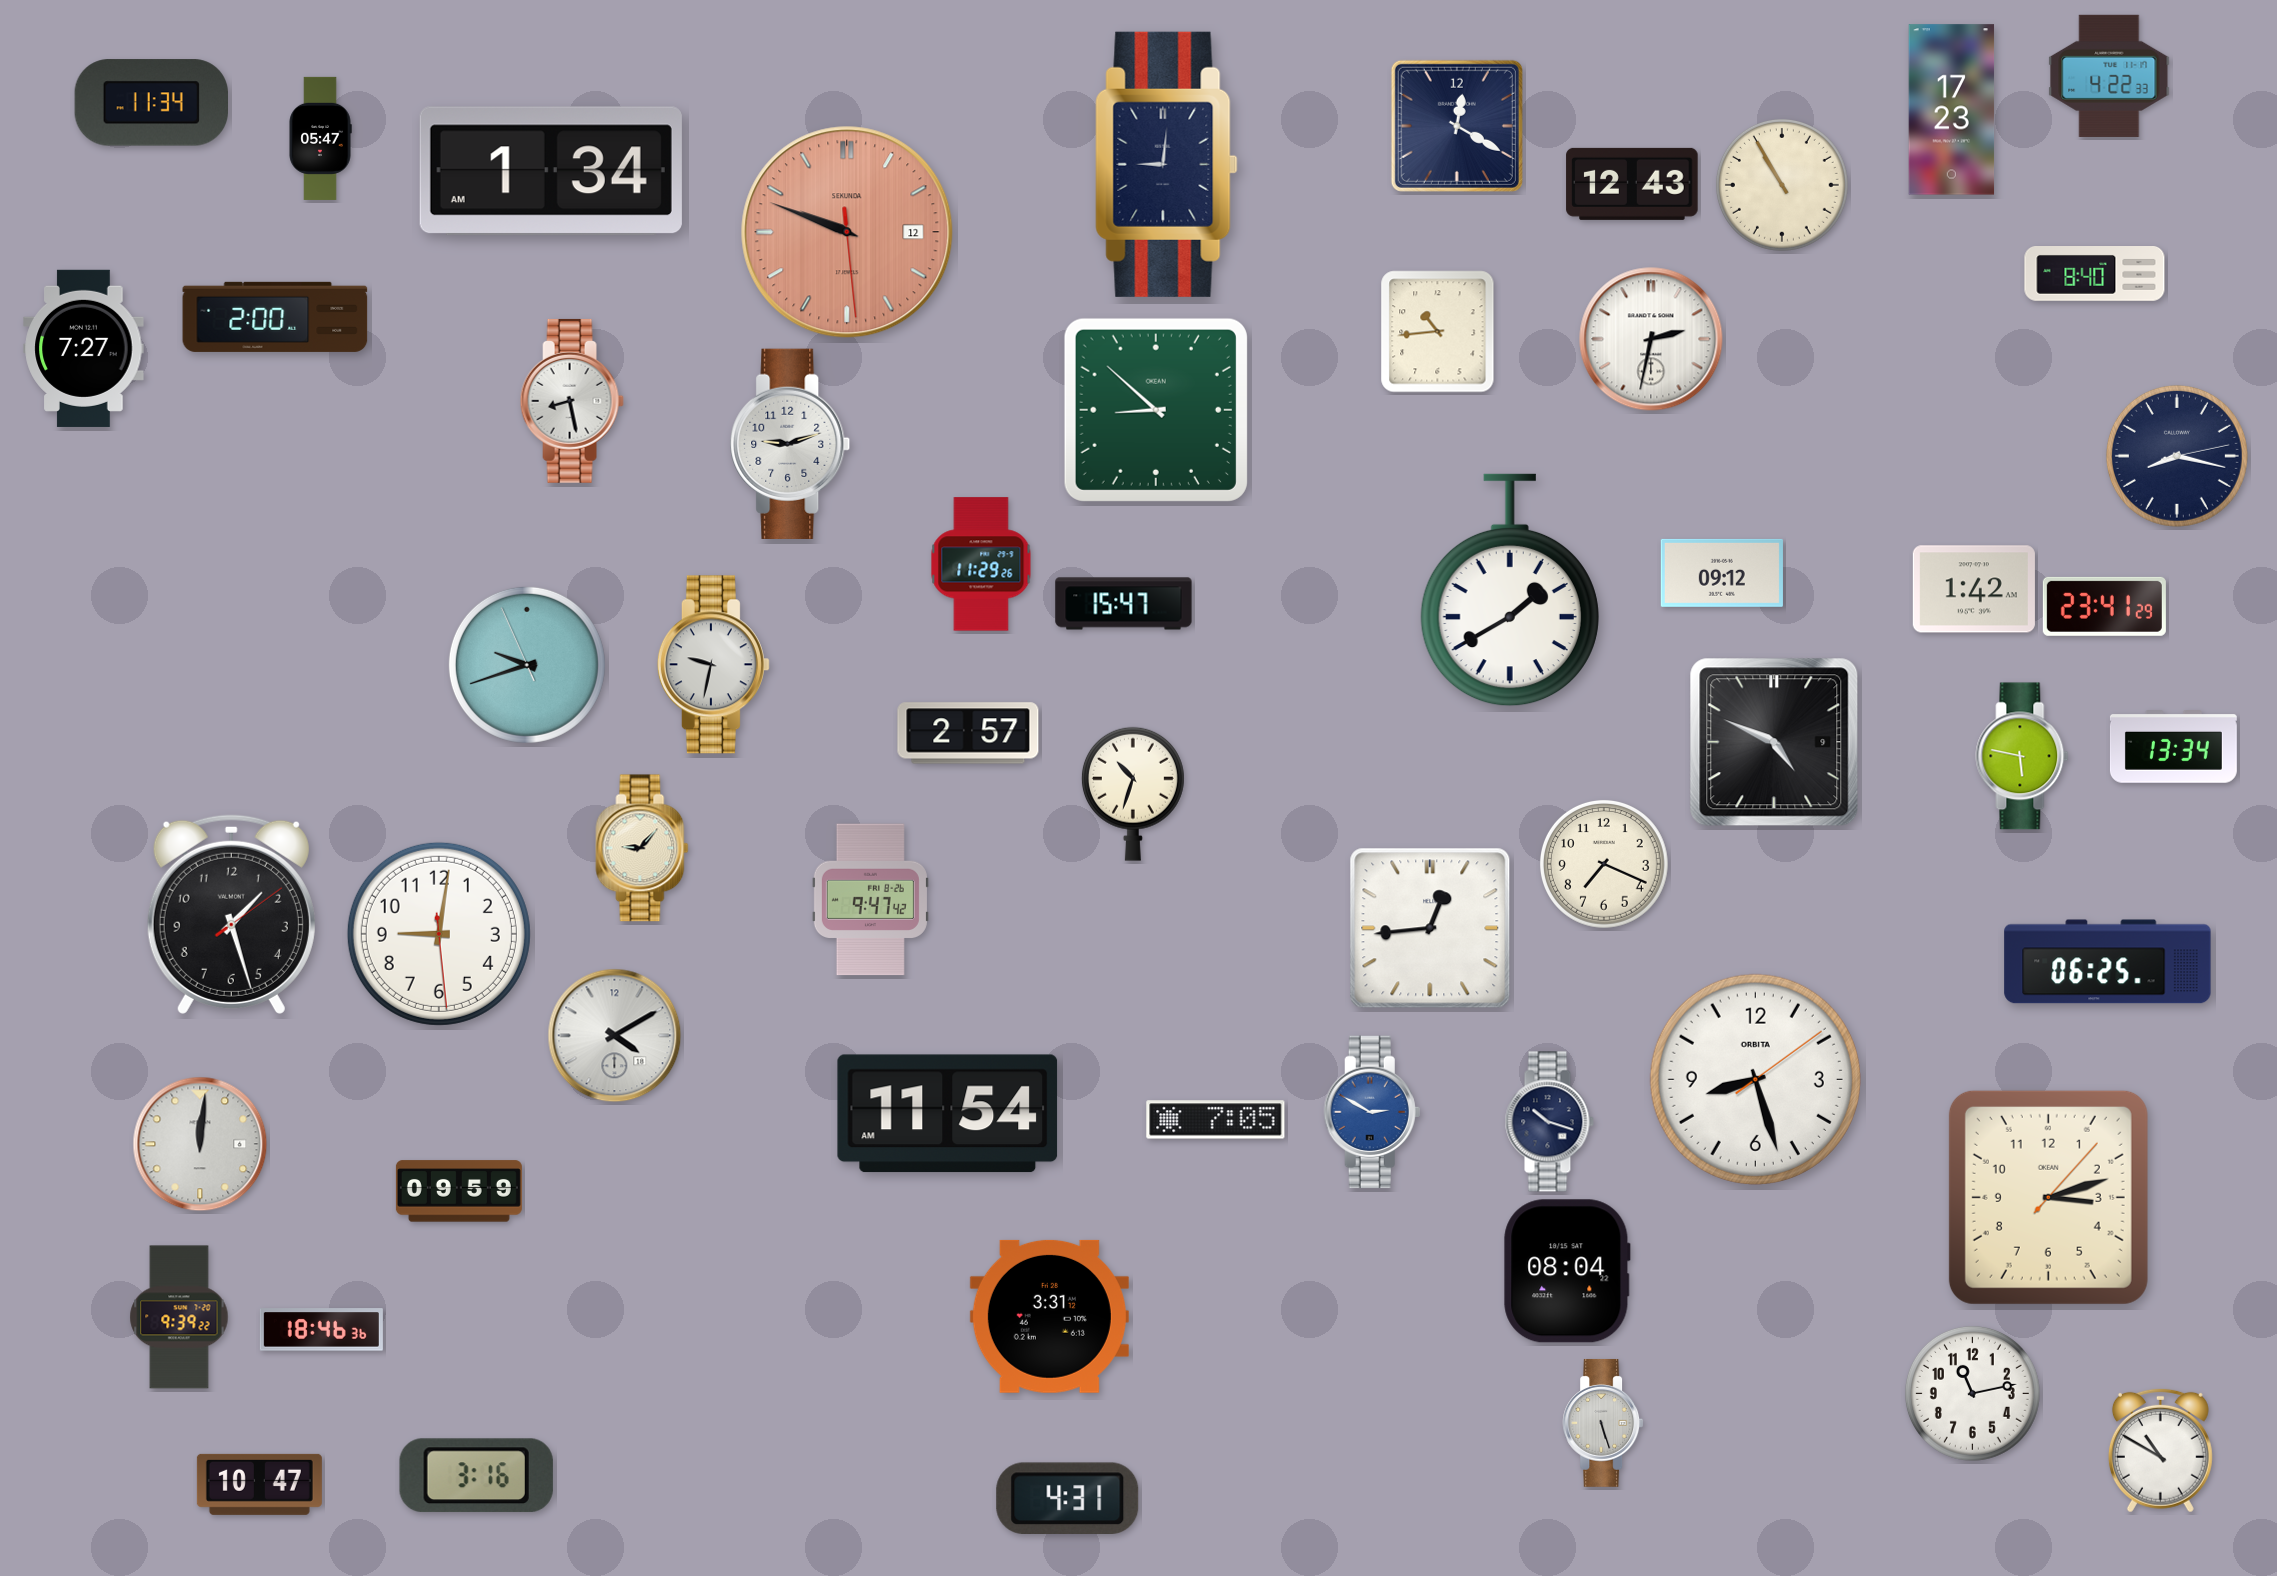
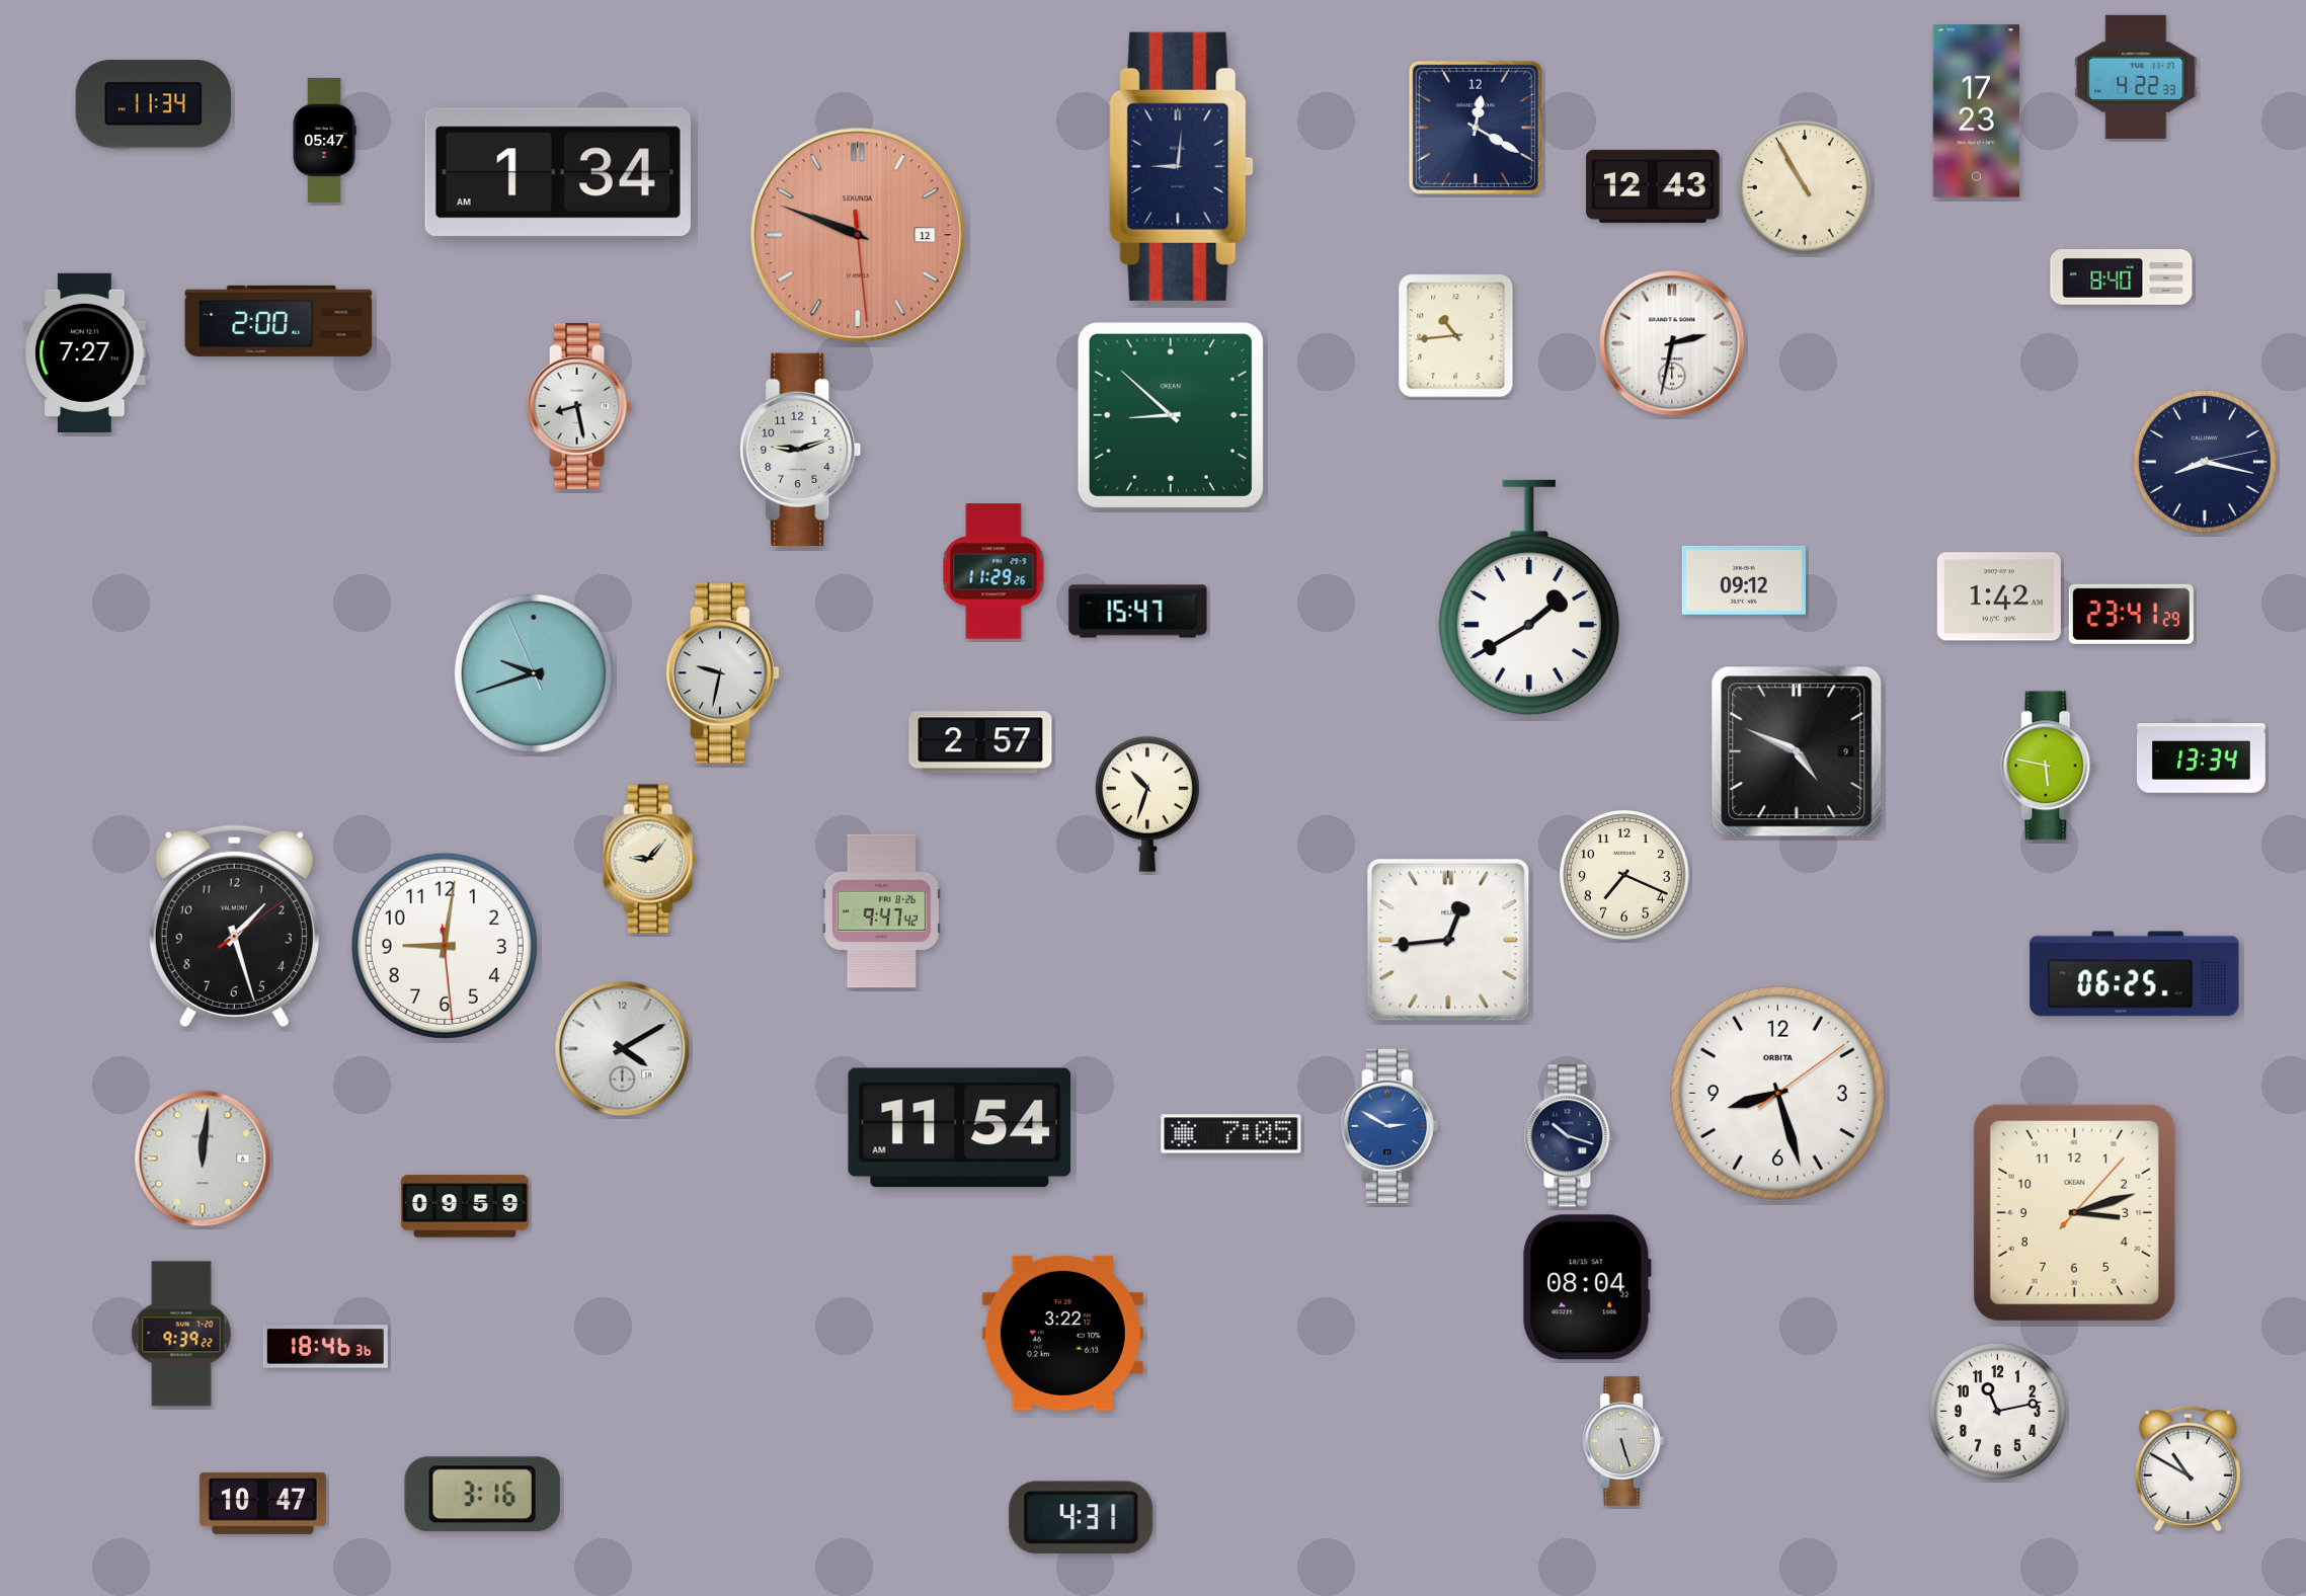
clock at (1049, 1316): 3:31 -> 3:22
